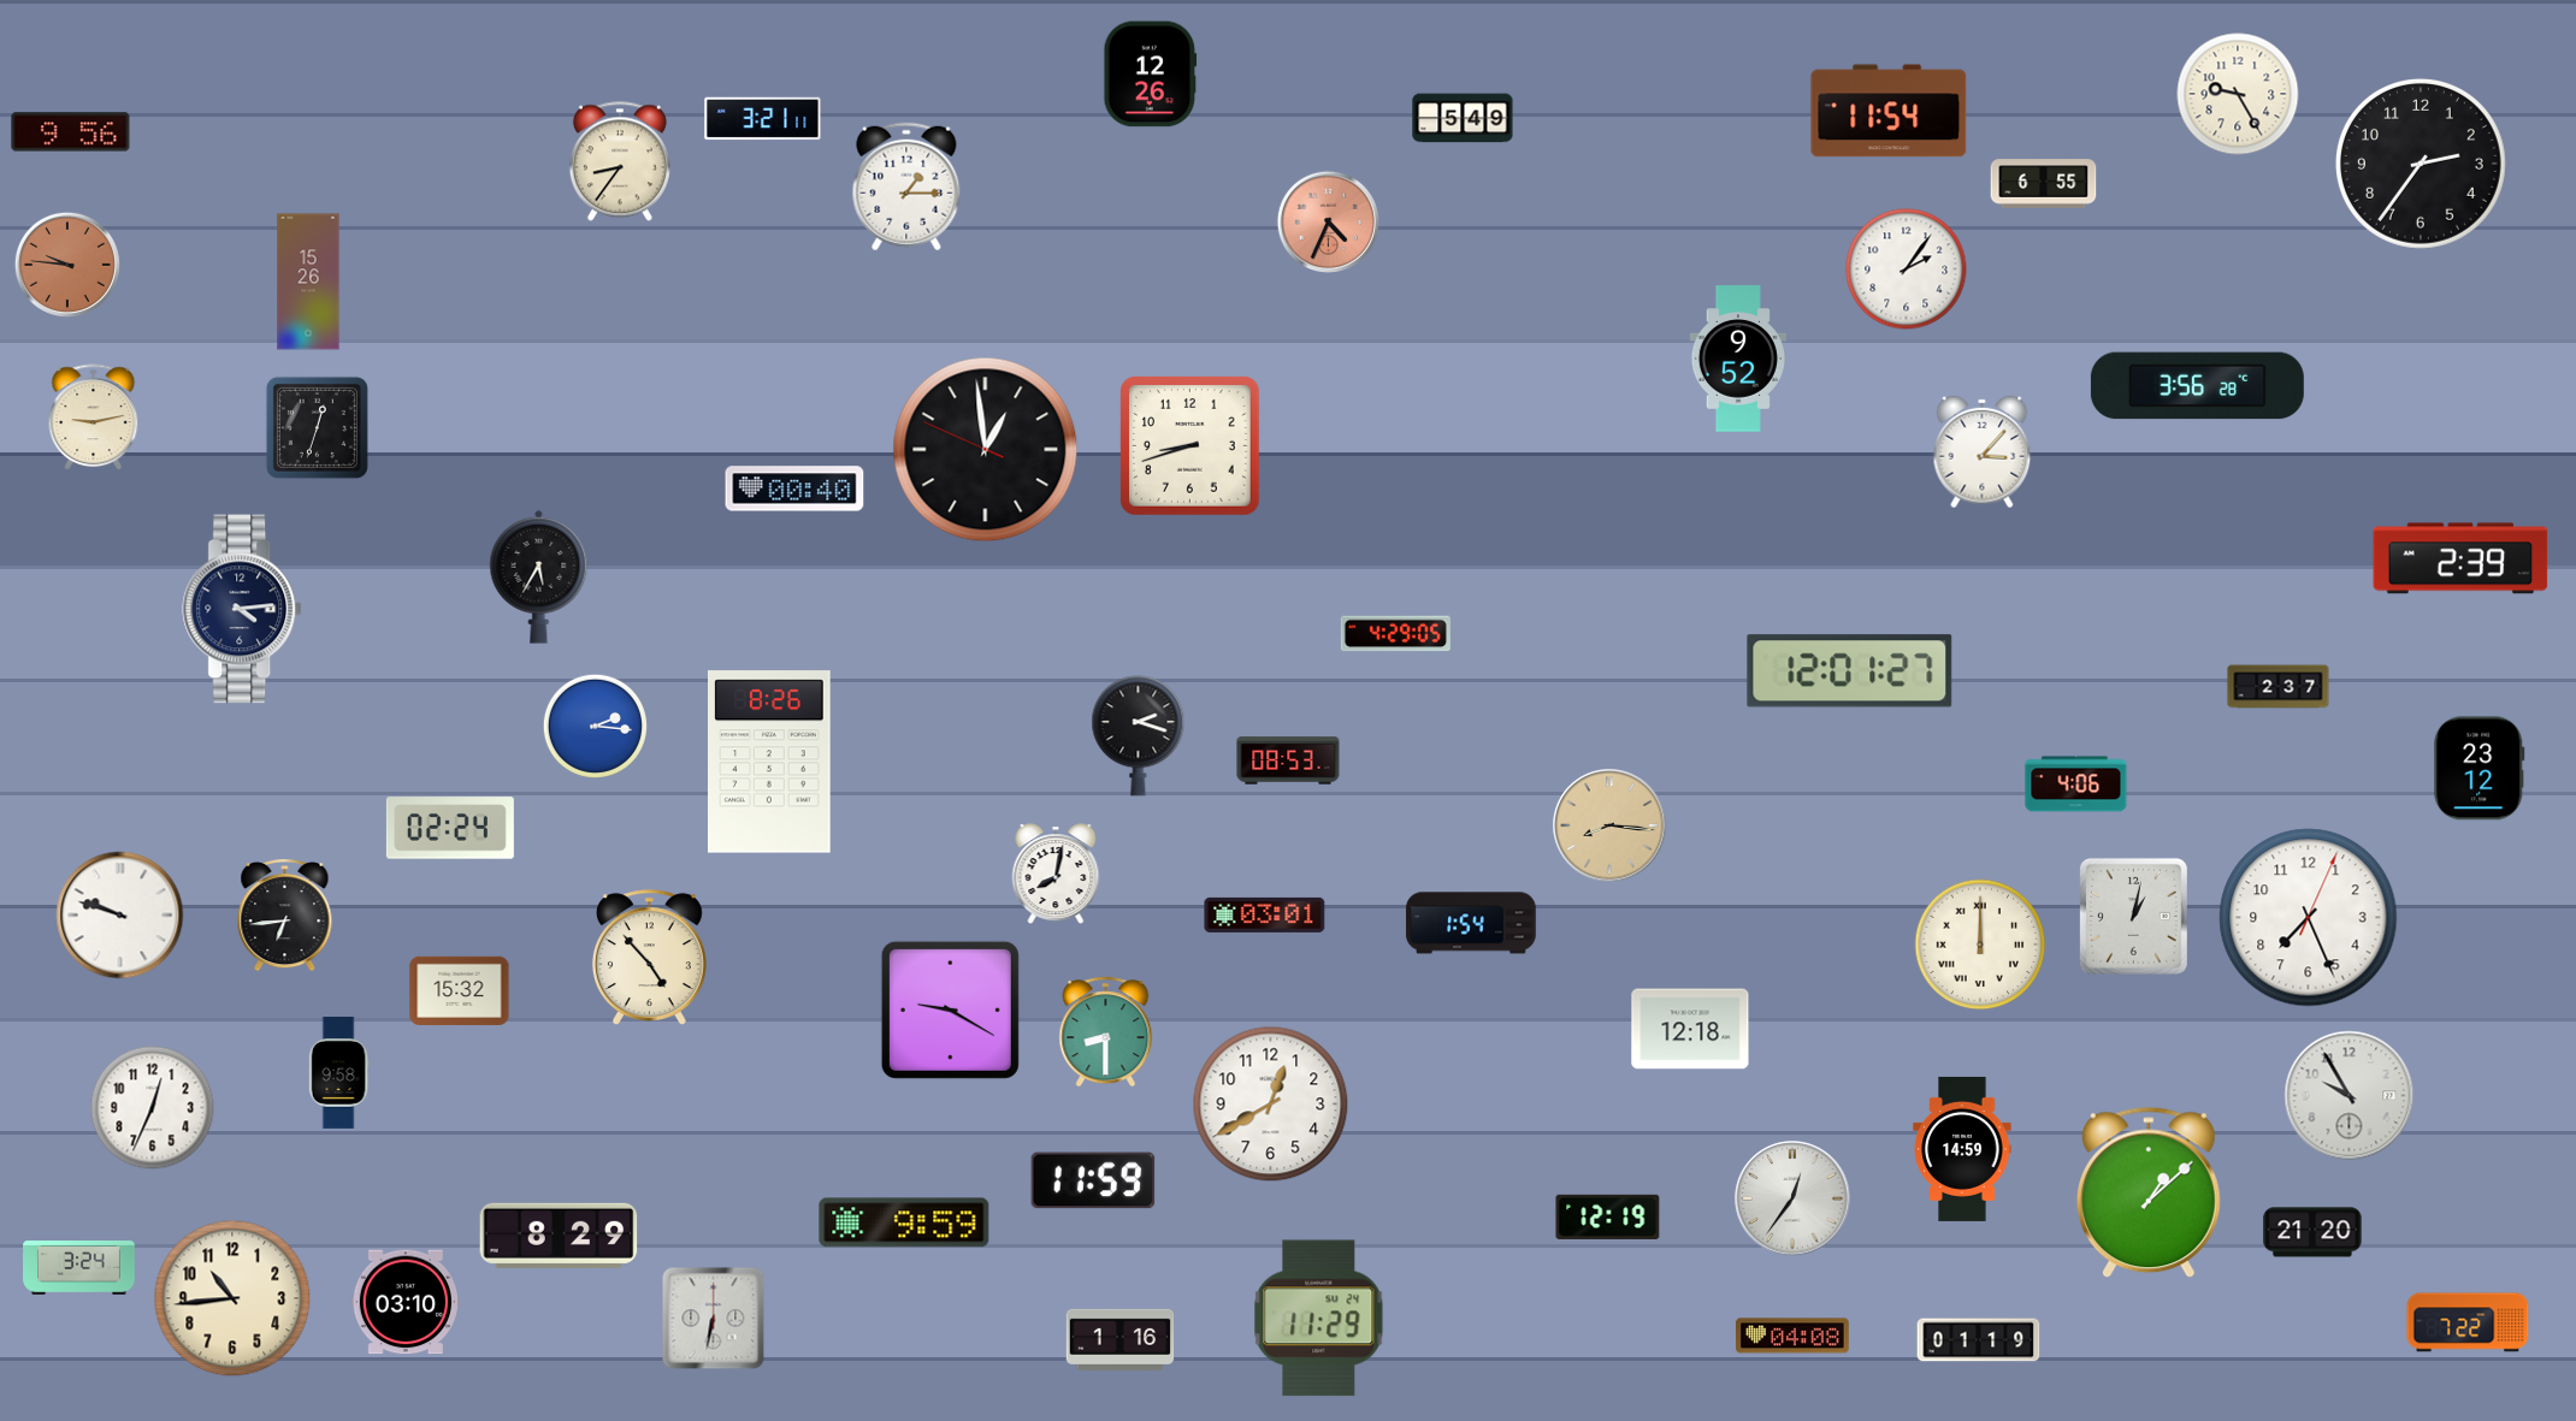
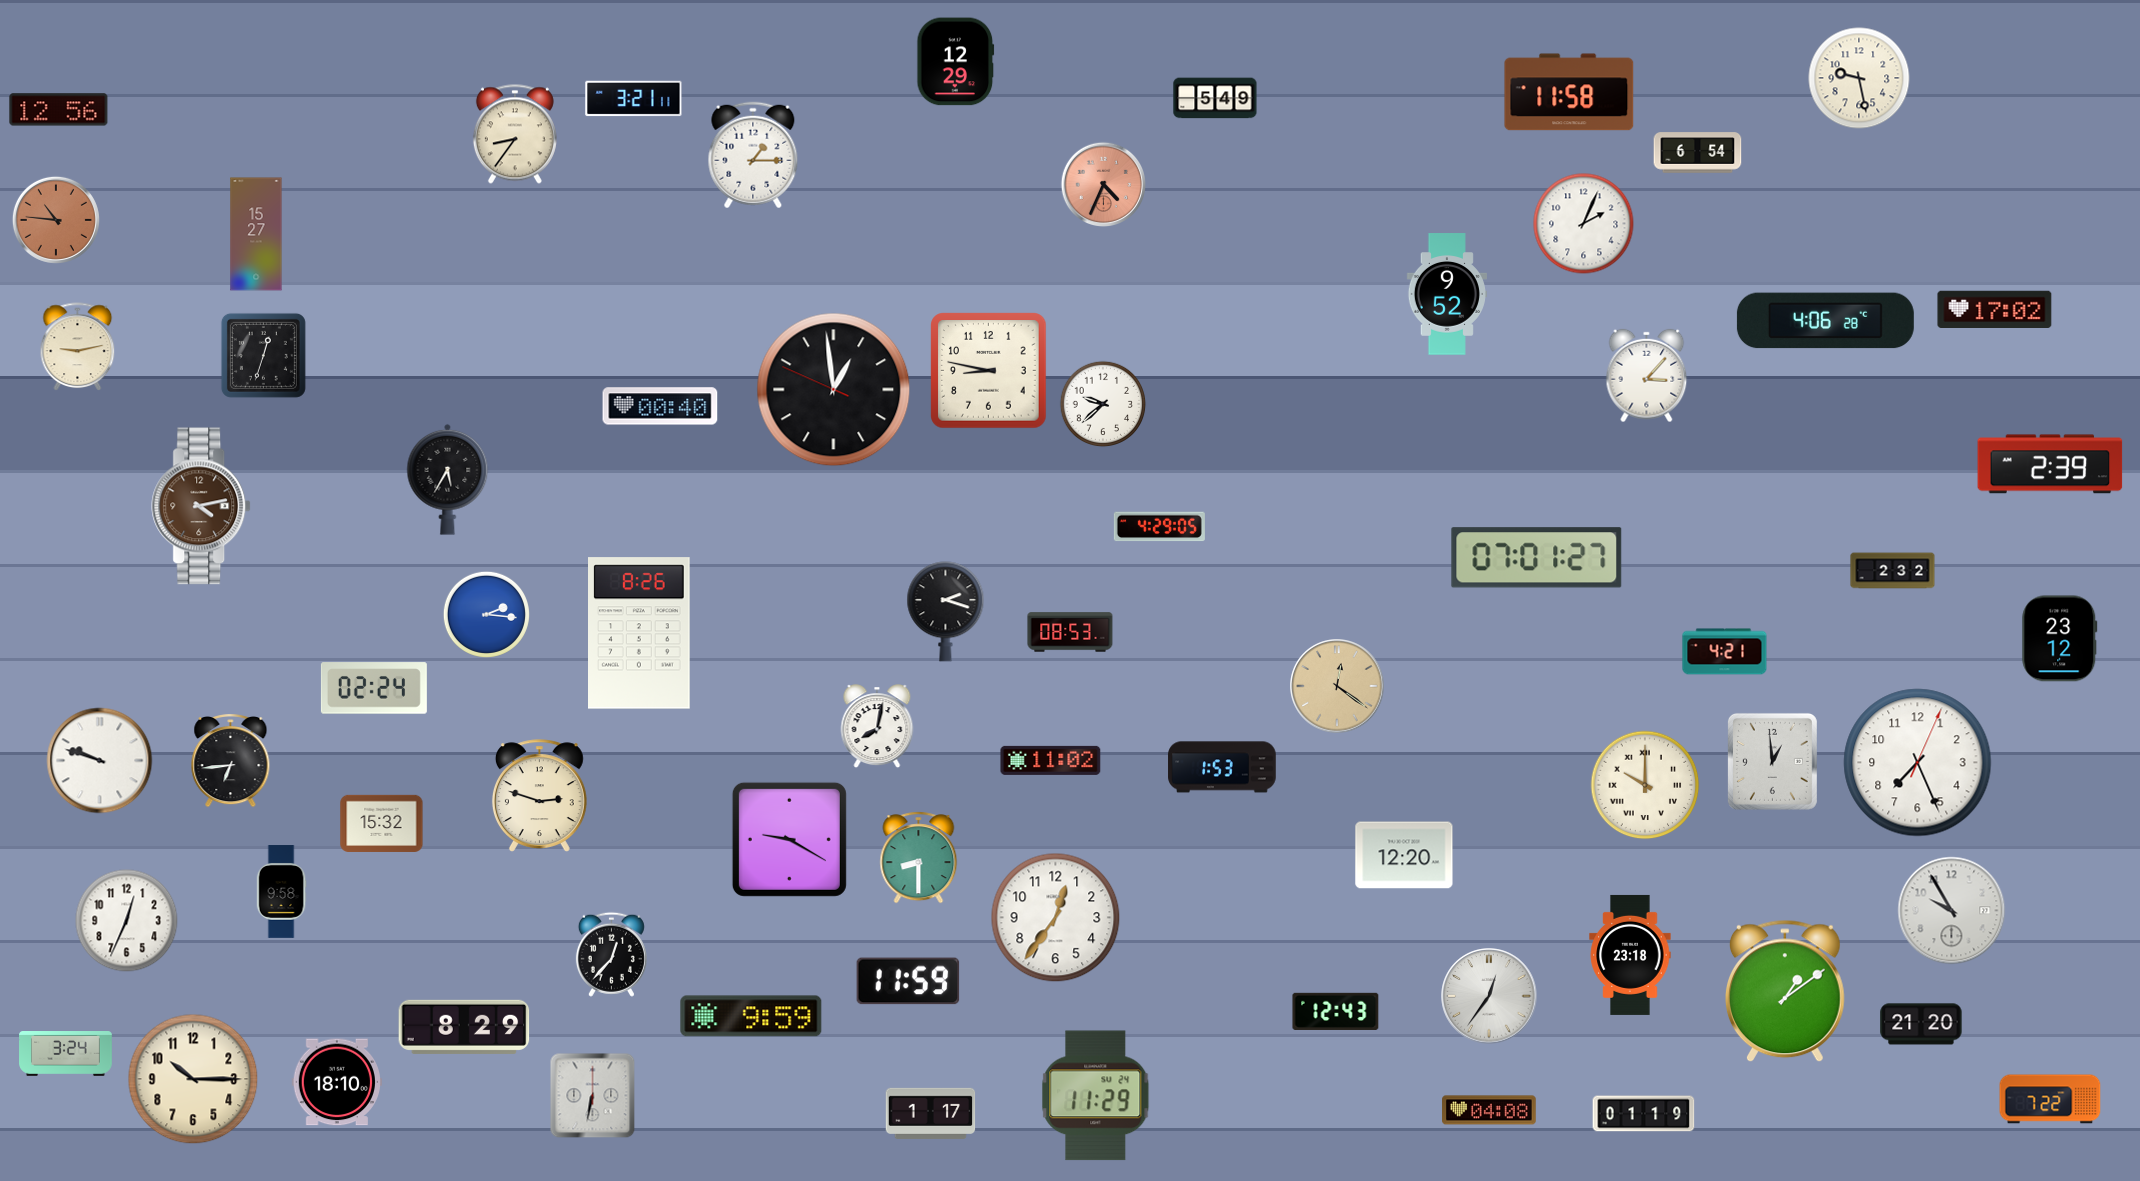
clock at (1151, 75): 12:26 -> 12:29
clock at (2238, 94): 9:25 -> 9:28
clock at (1889, 111): 11:54 -> 11:58
clock at (71, 132): 9:56 -> 12:56
clock at (2421, 164): 2:36 -> none
clock at (2044, 184): 6:55 -> 6:54
clock at (67, 265): 9:46 -> 10:46
clock at (1907, 270): 2:06 -> 2:04
clock at (308, 282): 15:26 -> 15:27
clock at (1738, 359) position: (1738, 359) -> (1447, 294)
clock at (1995, 310): none -> 17:02
clock at (2197, 386): 3:56 -> 4:06
clock at (1190, 446): 8:42 -> 8:47
clock at (986, 450) position: (986, 450) -> (834, 390)
clock at (1103, 404): none -> 9:38
clock at (2460, 558) position: (2460, 558) -> (2050, 464)
clock at (243, 609): 4:14 -> 4:13
clock at (243, 609) dial: navy -> brown
clock at (1850, 671): 12:01 -> 07:01
clock at (2279, 687): 2:37 -> 2:32
clock at (595, 726) position: (595, 726) -> (486, 614)
clock at (2076, 784): 4:06 -> 4:21
clock at (1609, 825): 8:16 -> 12:21
clock at (1265, 914): 03:01 -> 11:02
clock at (285, 916) position: (285, 916) -> (231, 761)
clock at (2133, 916): 1:02 -> 12:59
clock at (1471, 923): 1:54 -> 1:53
clock at (1980, 945): 12:00 -> 10:00
clock at (649, 958): 4:53 -> 2:48
clock at (1690, 1029): 12:18 -> 12:20
clock at (1271, 1105): 12:40 -> 12:36
clock at (611, 954): none -> 12:37
clock at (1962, 1149): 14:59 -> 23:18
clock at (2149, 1192): 1:08 -> 1:09
clock at (1608, 1216): 12:19 -> 12:43
clock at (232, 1298): 10:44 -> 10:15
clock at (406, 1302): 03:10 -> 18:10
clock at (1121, 1339): 1:16 -> 1:17
